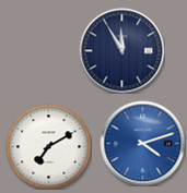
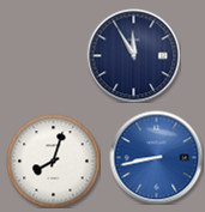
clock at (142, 143): 4:12 -> 8:43
clock at (48, 146): 7:10 -> 8:03
